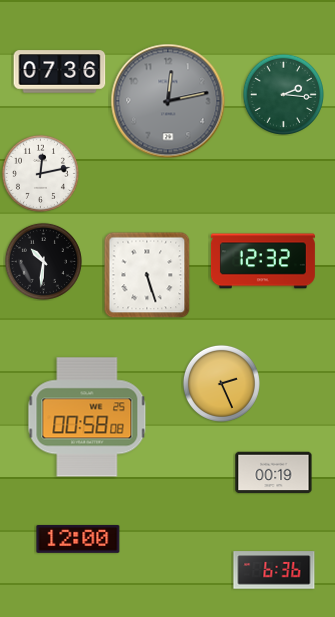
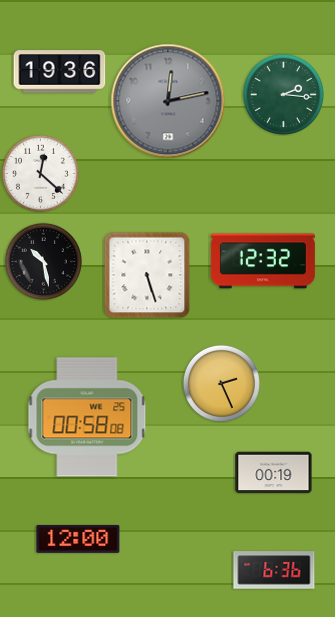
clock at (60, 72): 07:36 -> 19:36
clock at (40, 173): 12:13 -> 12:22
clock at (43, 261): 10:31 -> 10:28
